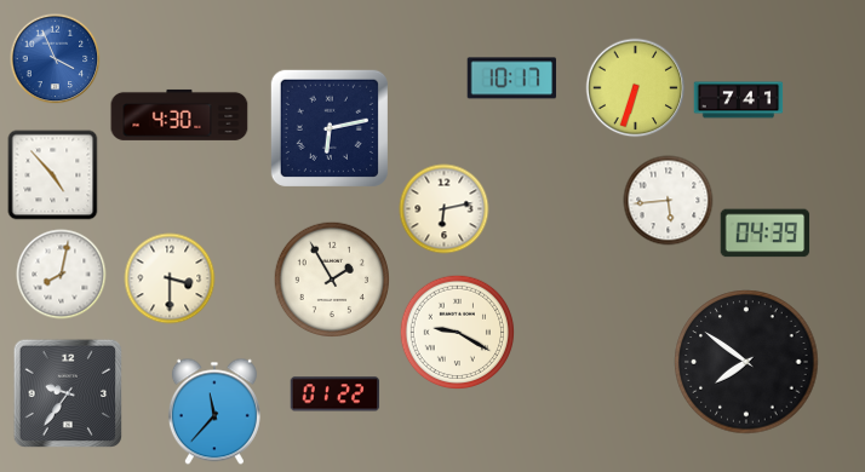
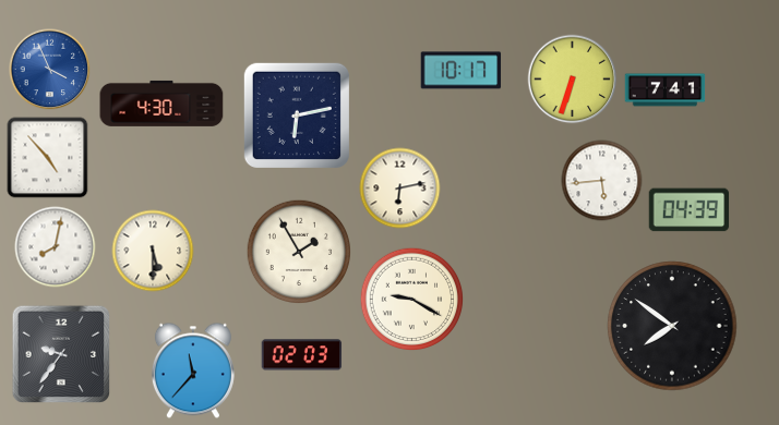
clock at (56, 59) position: (56, 59) -> (50, 70)
clock at (170, 278): 3:30 -> 5:30
clock at (336, 395): 01:22 -> 02:03
